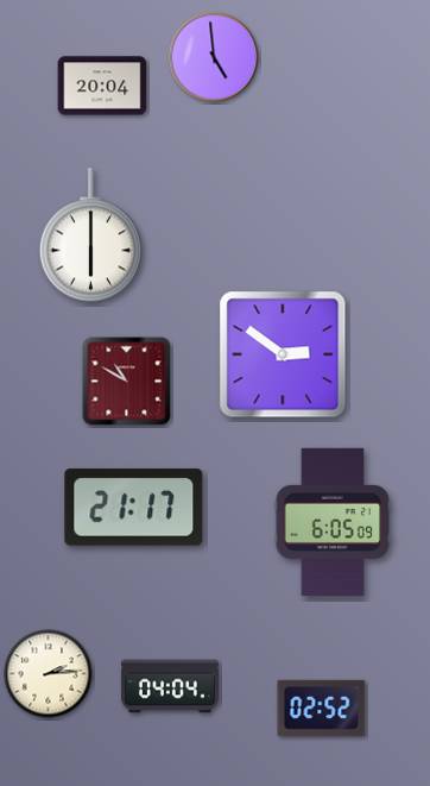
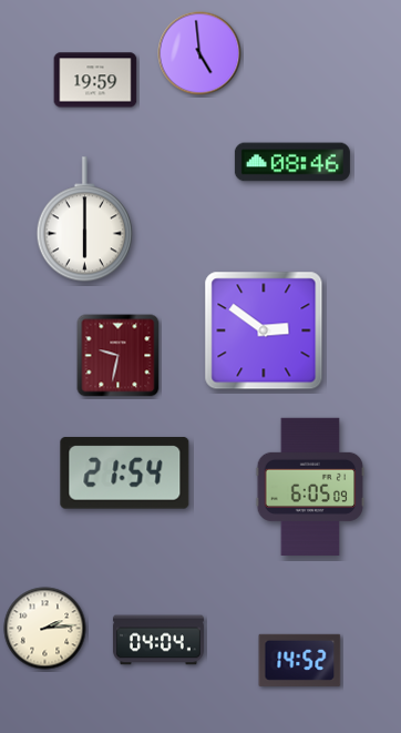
clock at (102, 86): 20:04 -> 19:59
clock at (292, 162): none -> 08:46
clock at (127, 382): 10:50 -> 9:32
clock at (134, 508): 21:17 -> 21:54
clock at (322, 708): 02:52 -> 14:52
